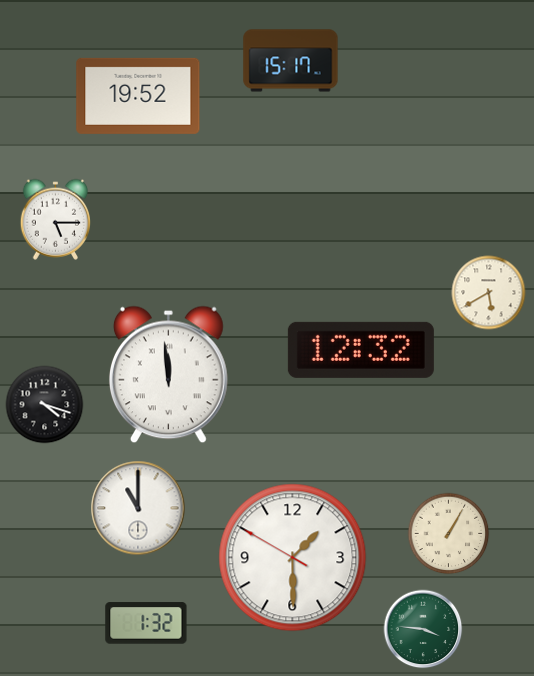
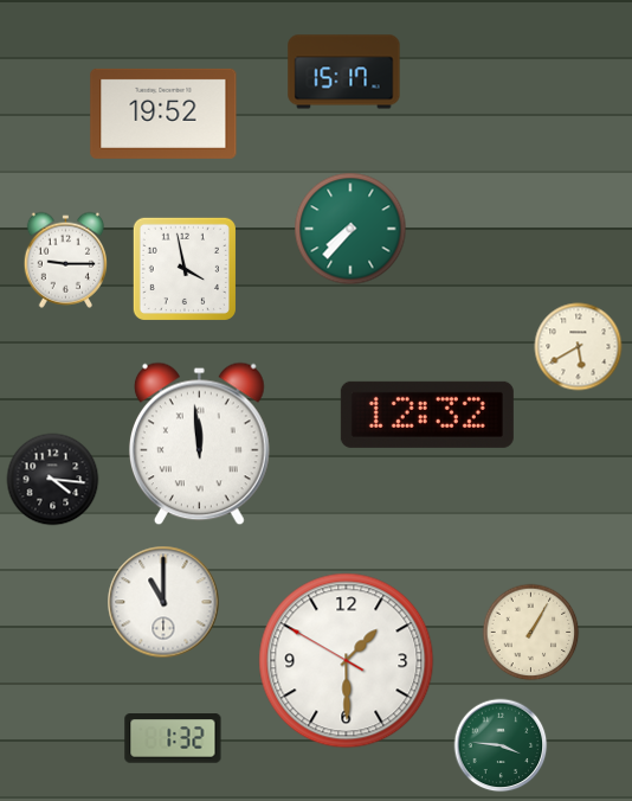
clock at (350, 229): none -> 7:37
clock at (55, 219): 5:15 -> 9:15
clock at (185, 269): none -> 3:58
clock at (45, 405): 4:18 -> 4:16
